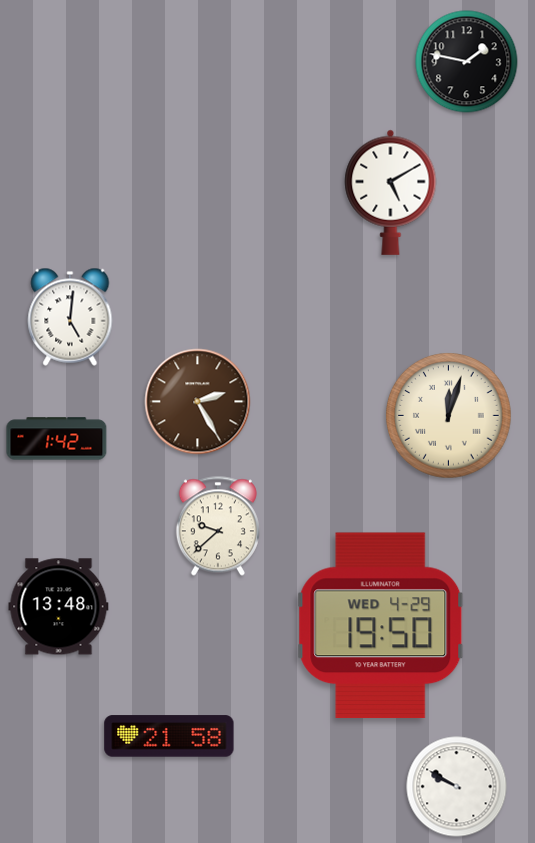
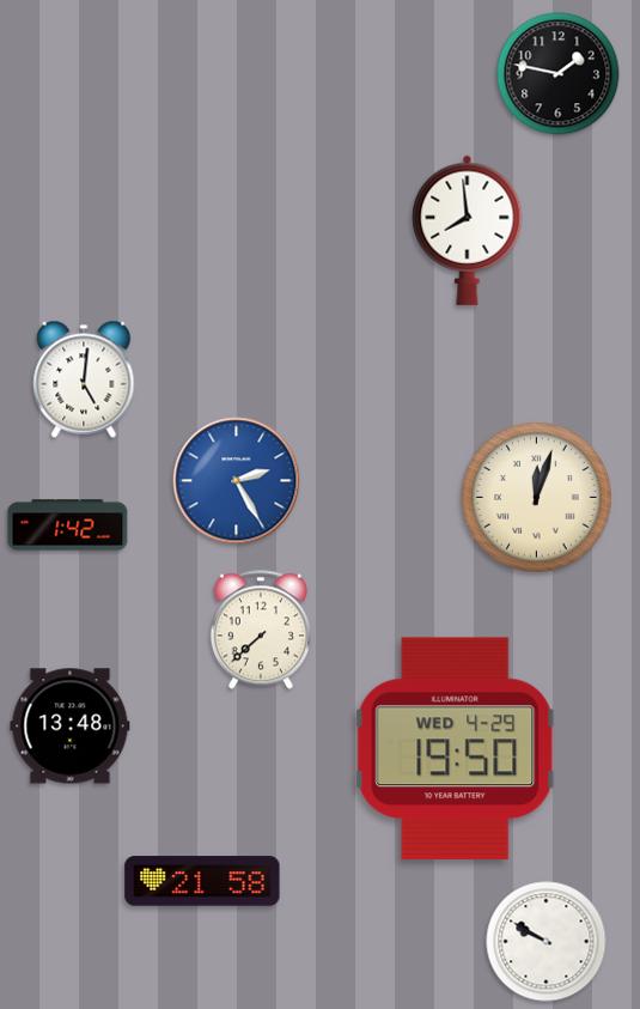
clock at (391, 192): 5:10 -> 7:59
clock at (198, 402) dial: brown -> blue
clock at (218, 526): 9:38 -> 7:38
